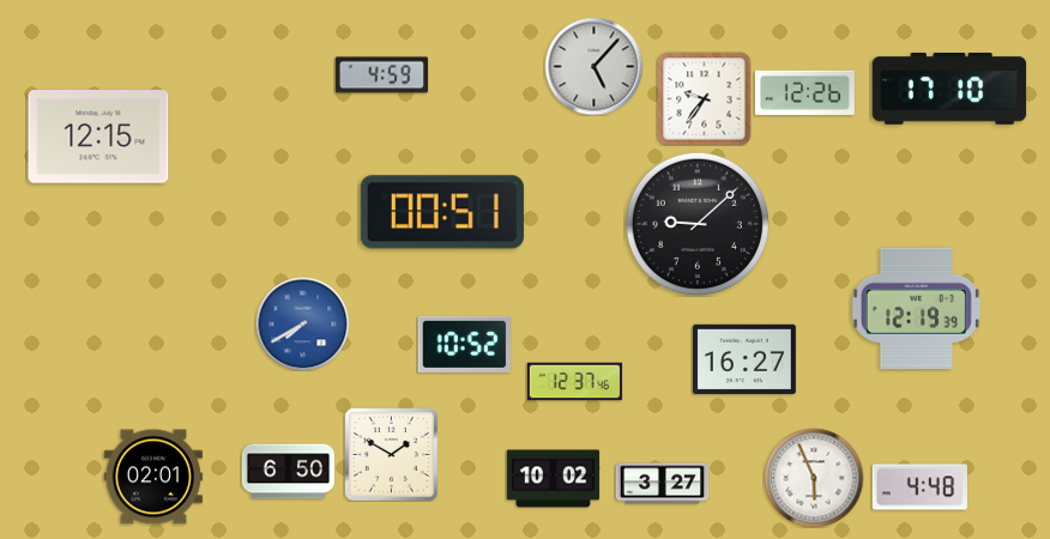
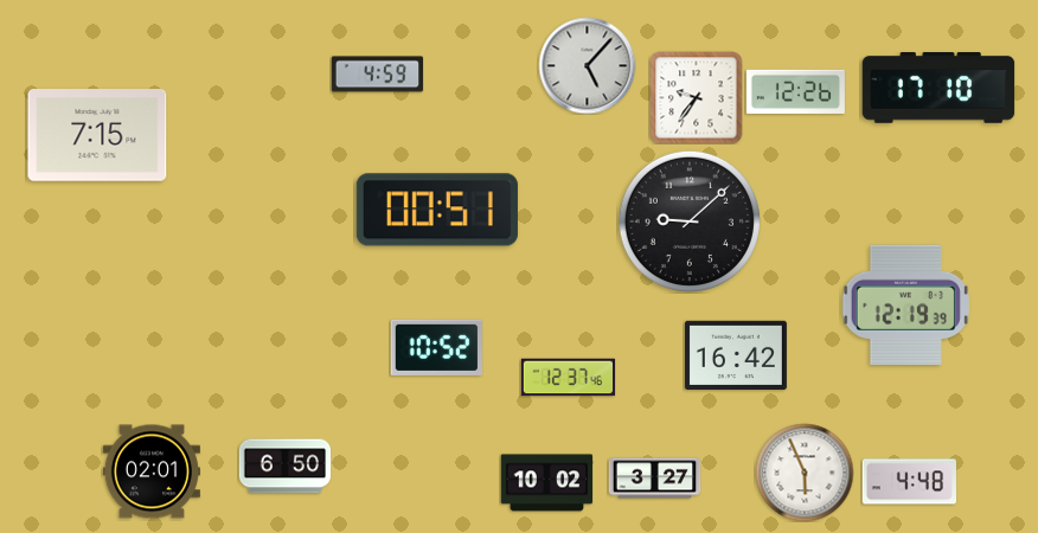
clock at (98, 137): 12:15 -> 7:15
clock at (302, 323): 7:40 -> none
clock at (464, 344) position: (464, 344) -> (436, 347)
clock at (744, 358): 16:27 -> 16:42
clock at (391, 454): 1:50 -> none
clock at (553, 479) position: (553, 479) -> (546, 483)
